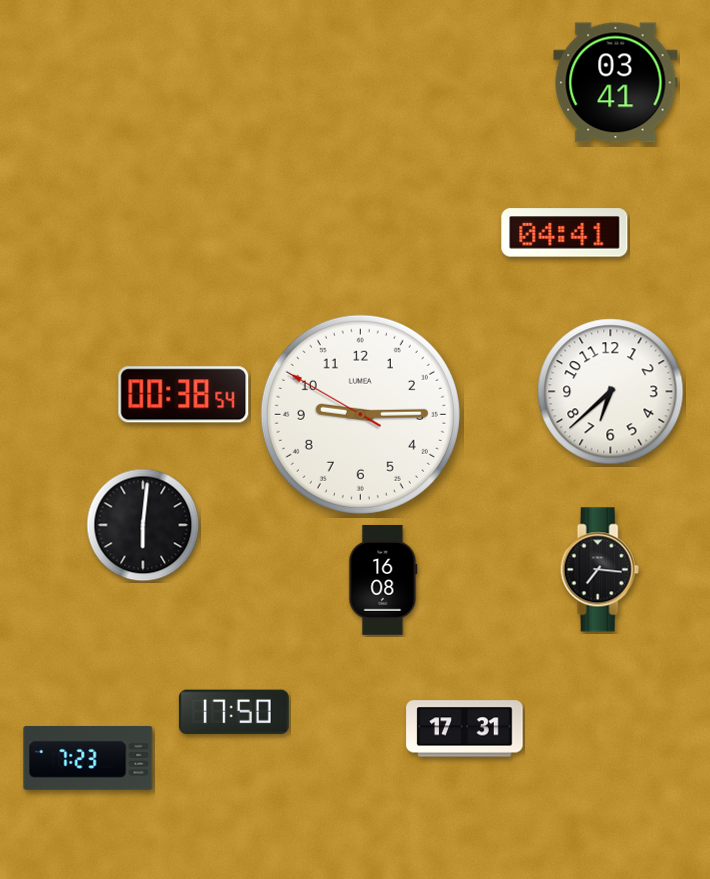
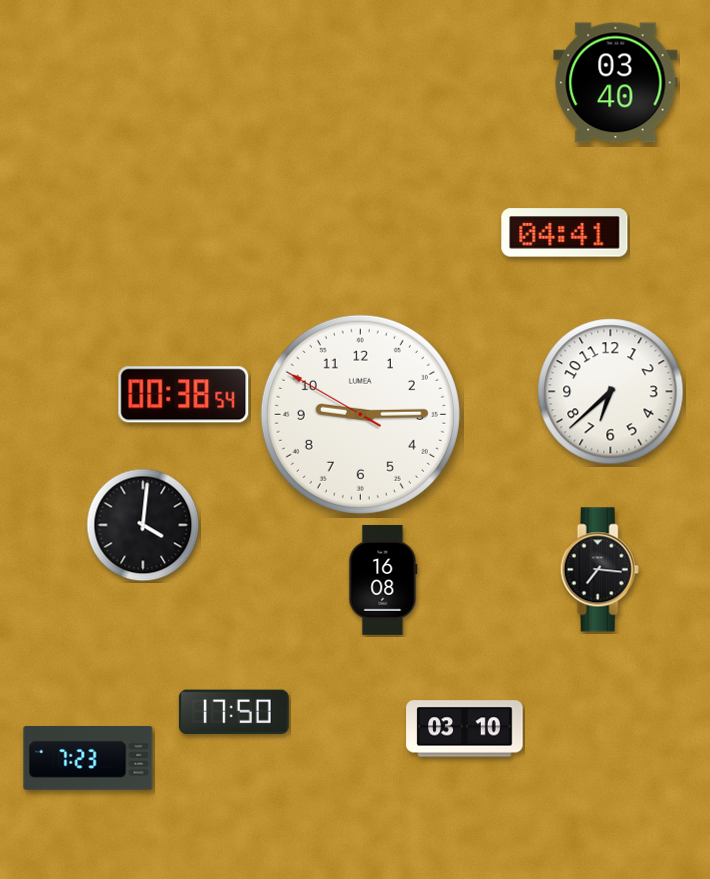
clock at (616, 83): 03:41 -> 03:40
clock at (143, 525): 6:01 -> 4:01
clock at (465, 729): 17:31 -> 03:10
